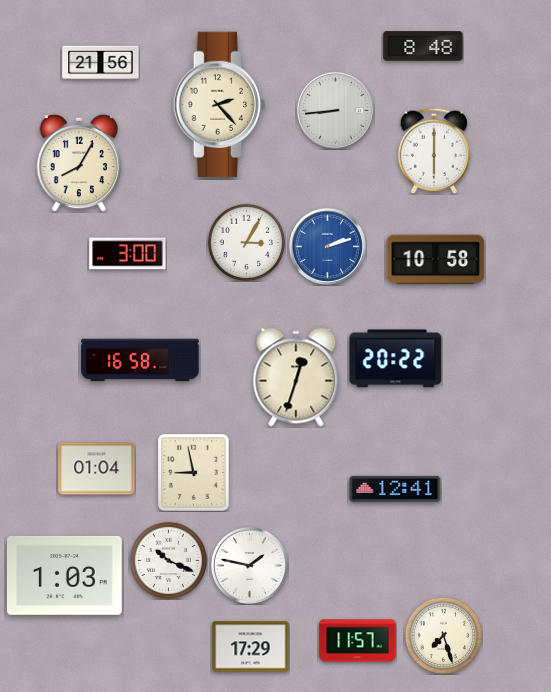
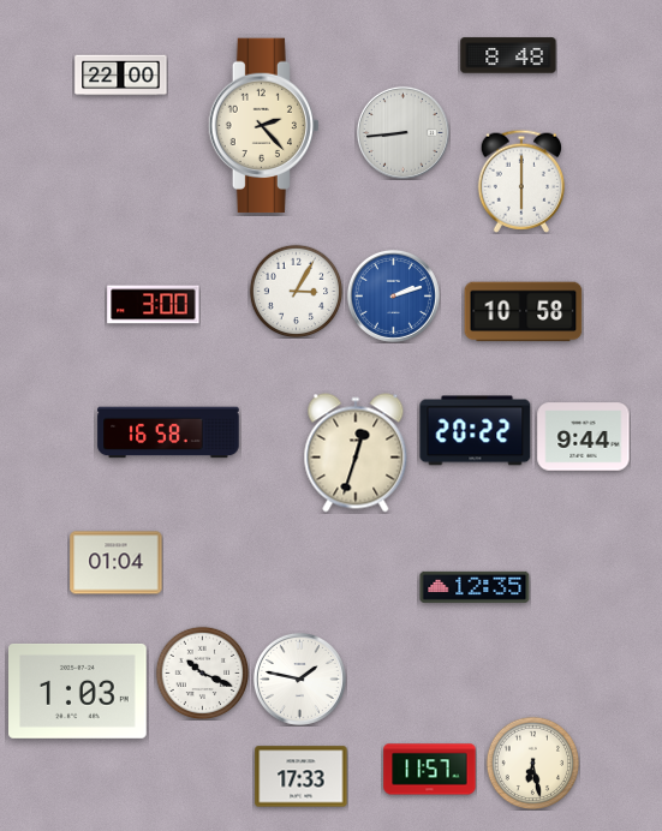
clock at (101, 63): 21:56 -> 22:00
clock at (79, 163): 8:05 -> none
clock at (584, 437): none -> 9:44
clock at (194, 473): 8:58 -> none
clock at (395, 489): 12:41 -> 12:35
clock at (443, 635): 7:27 -> 6:28
clock at (251, 647): 17:29 -> 17:33
